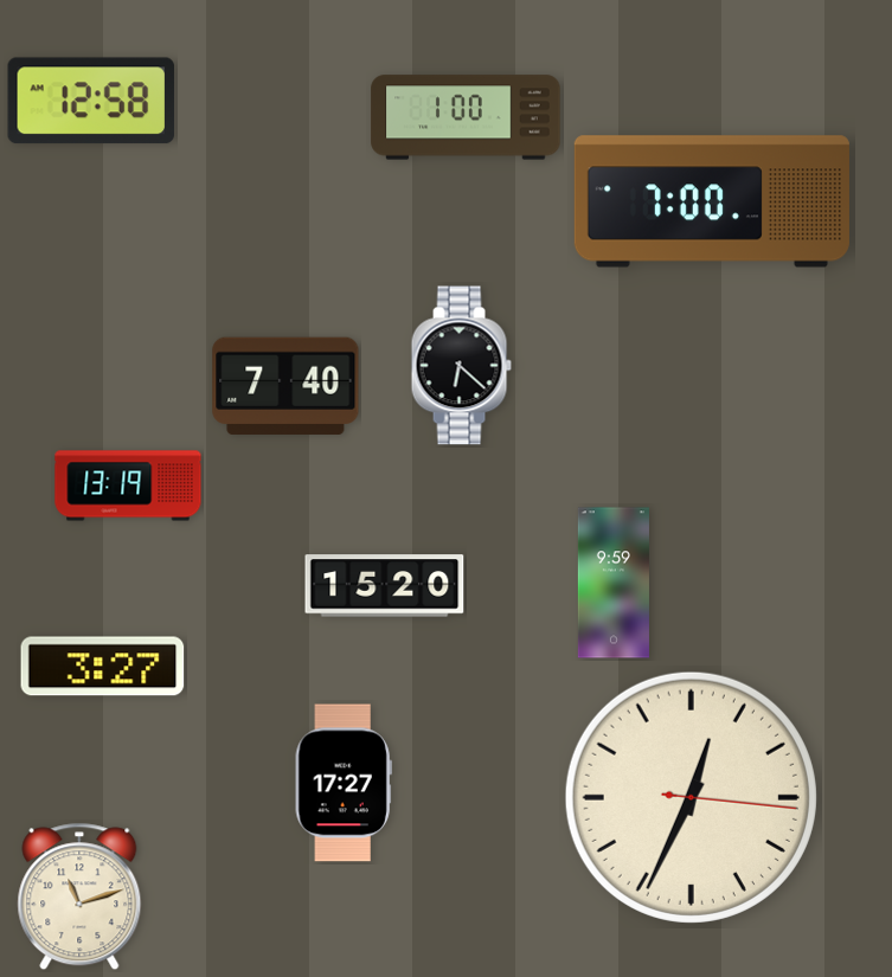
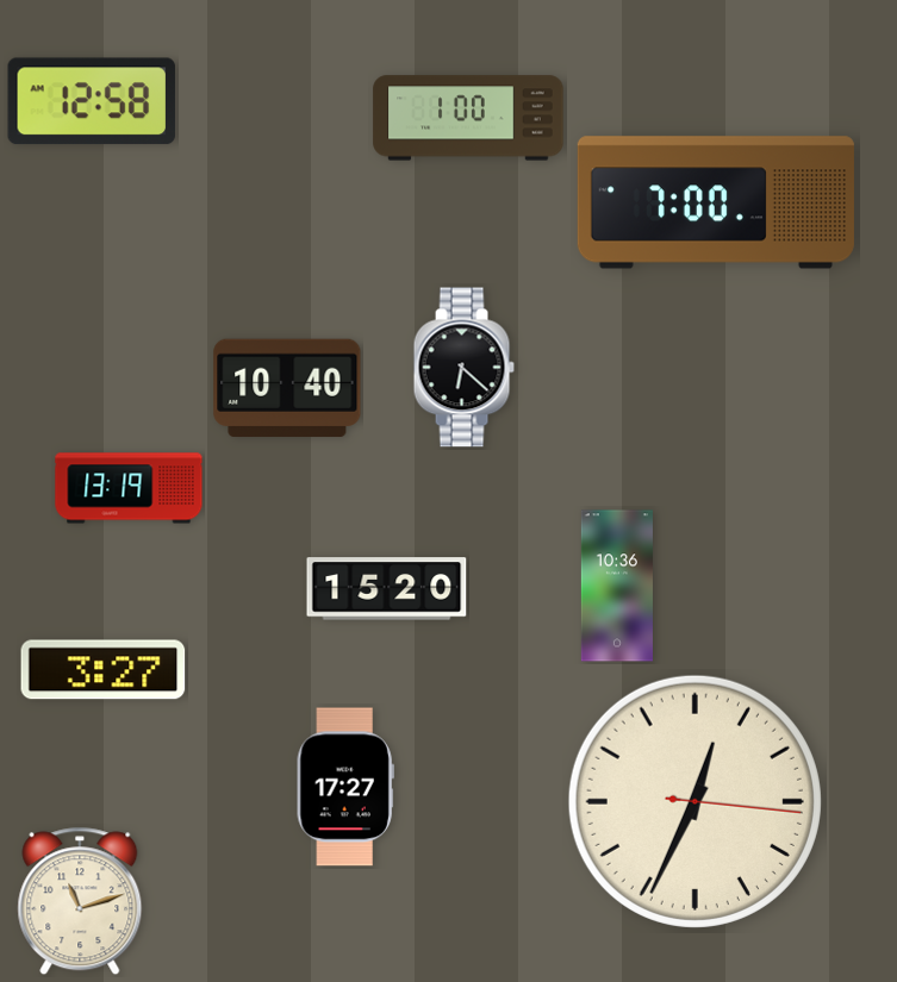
clock at (285, 386): 7:40 -> 10:40
clock at (614, 583): 9:59 -> 10:36
